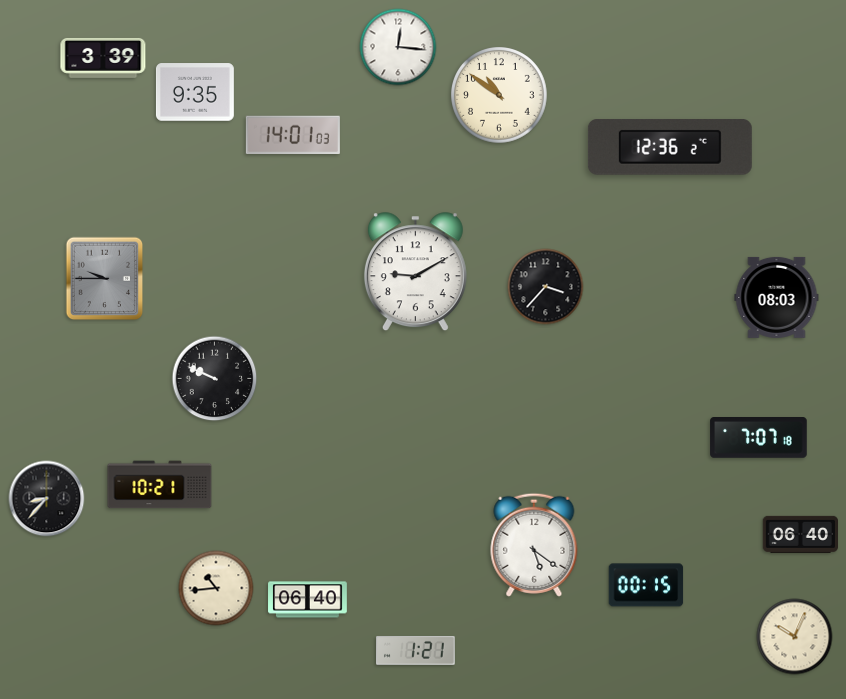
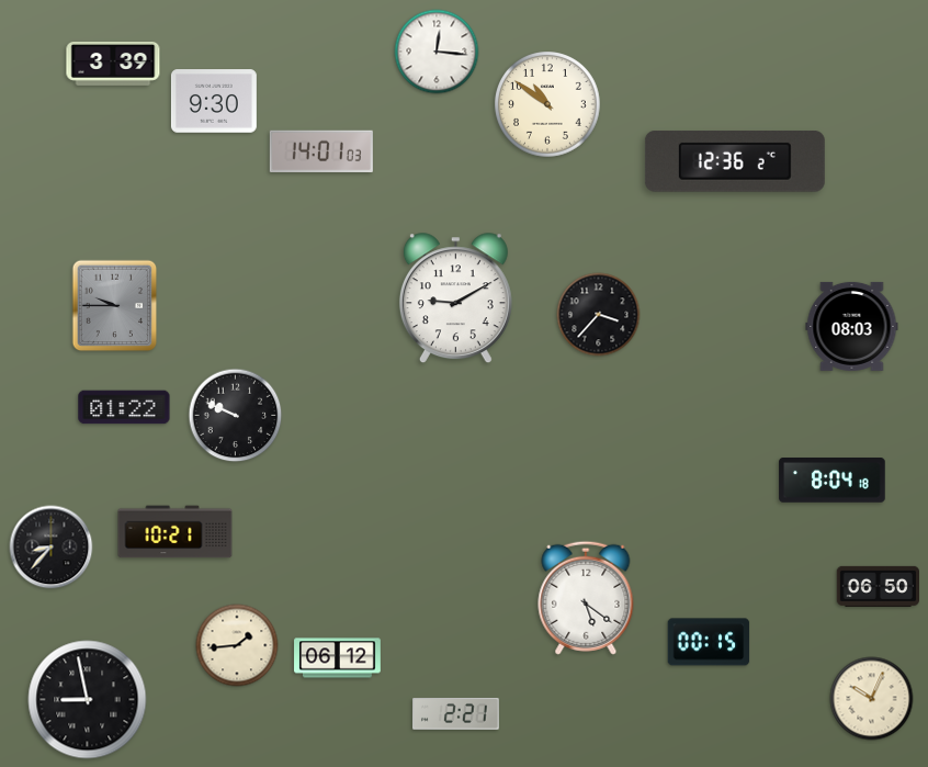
clock at (195, 92): 9:35 -> 9:30
clock at (293, 134) position: (293, 134) -> (321, 150)
clock at (124, 407): none -> 01:22
clock at (759, 438): 7:07 -> 8:04
clock at (801, 534): 06:40 -> 06:50
clock at (216, 588): 10:44 -> 1:44
clock at (308, 600): 06:40 -> 06:12
clock at (88, 700): none -> 8:58
clock at (416, 650): 1:21 -> 2:21
